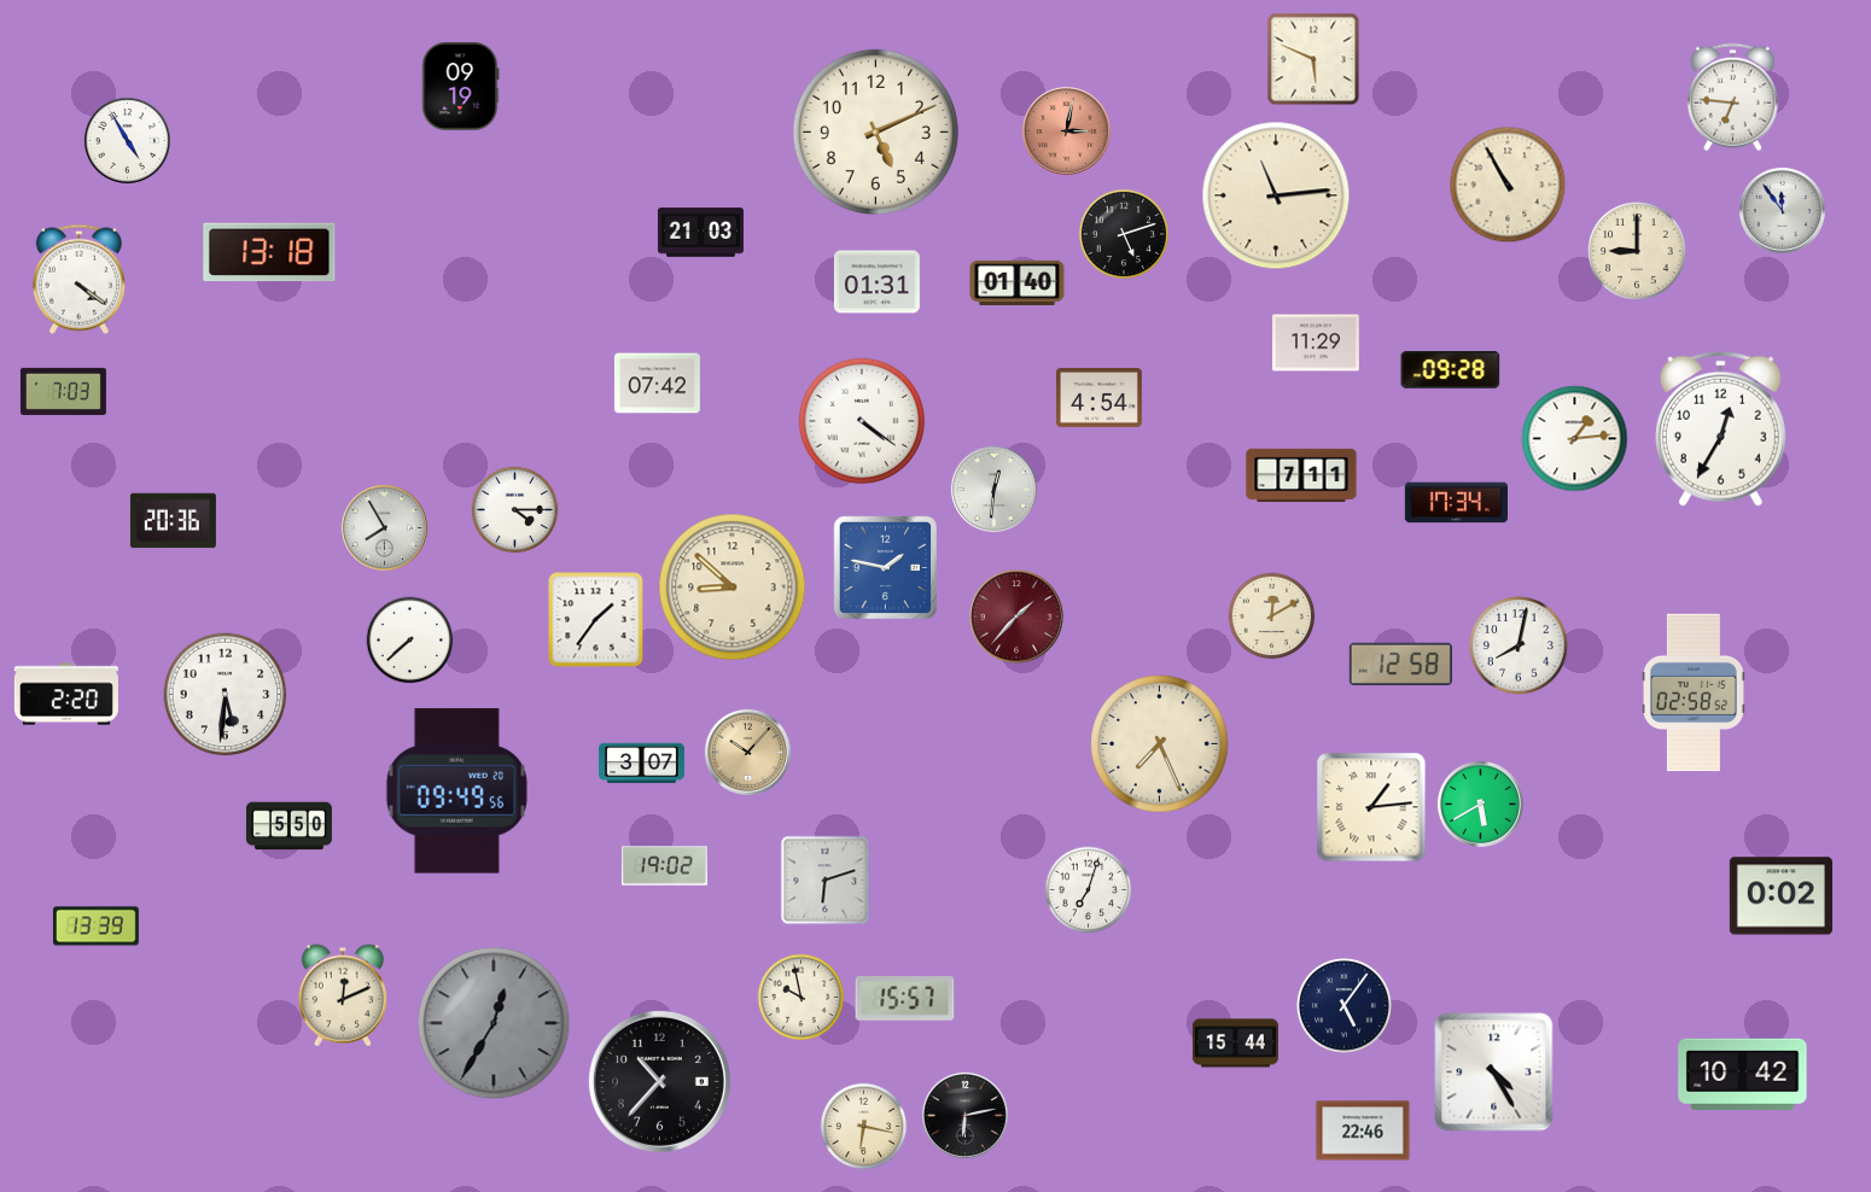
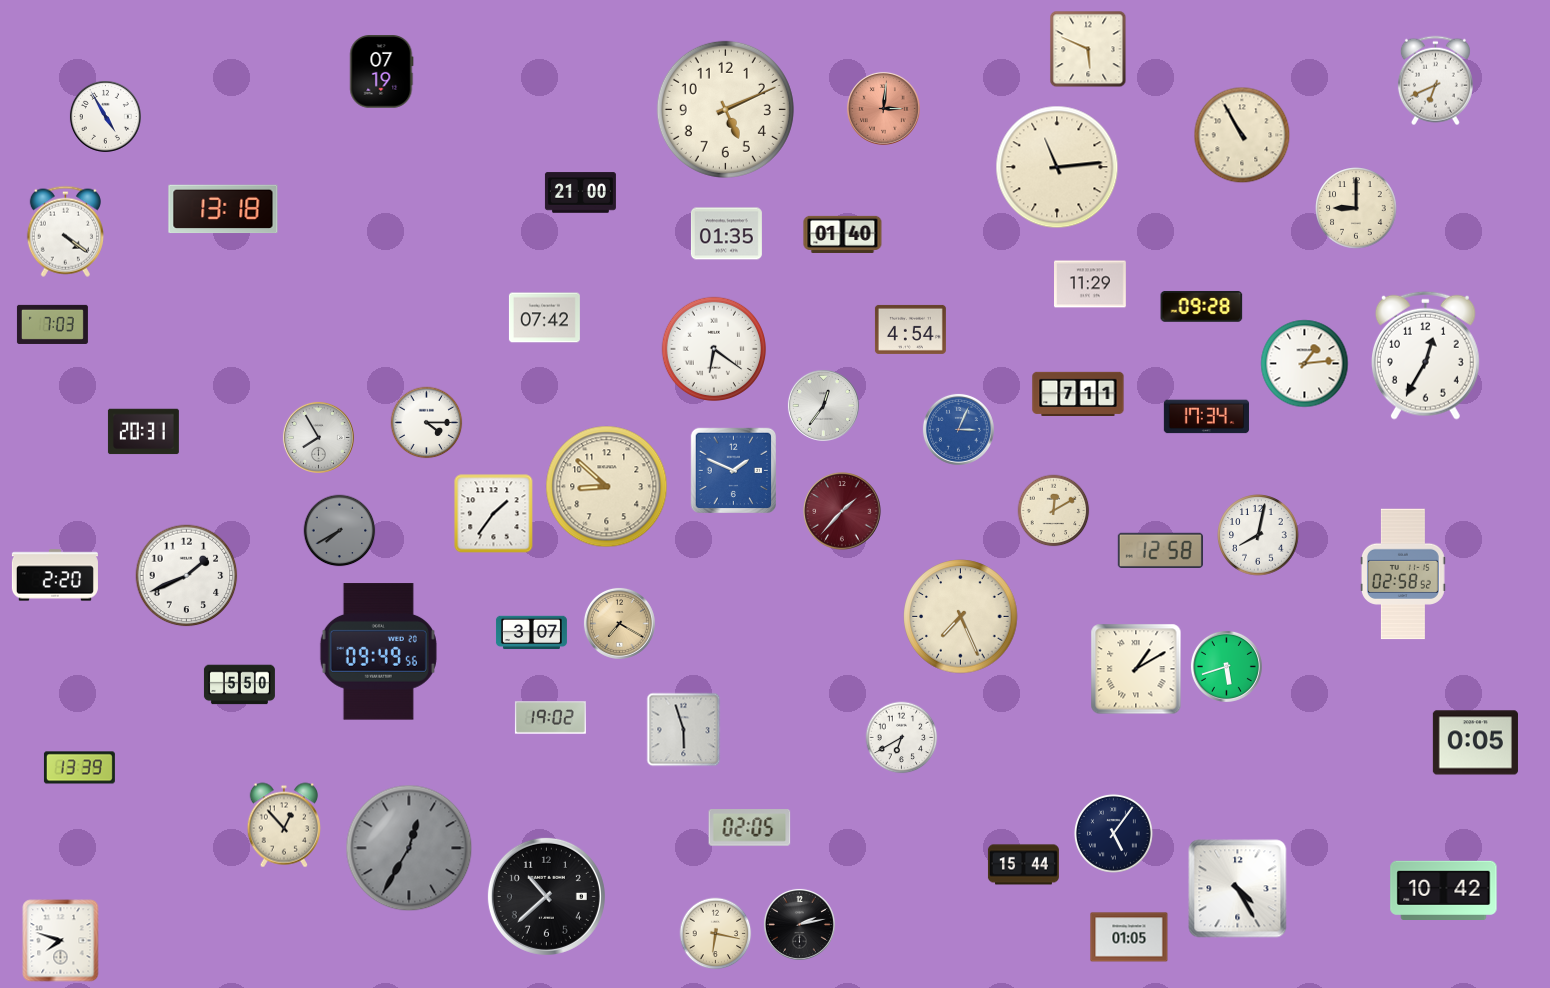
clock at (461, 87): 09:19 -> 07:19
clock at (1732, 98): 6:46 -> 6:41
clock at (1066, 130): 3:02 -> 3:01
clock at (1508, 185) position: (1508, 185) -> (1242, 135)
clock at (1276, 195) position: (1276, 195) -> (1057, 167)
clock at (1782, 210): 11:54 -> none
clock at (700, 233): 21:03 -> 21:00
clock at (1123, 233): 5:12 -> none
clock at (876, 282): 01:31 -> 01:35
clock at (861, 420): 4:21 -> 6:21
clock at (993, 489): 12:31 -> 12:36
clock at (958, 429): none -> 3:04
clock at (173, 521): 20:36 -> 20:31
clock at (885, 567): 1:47 -> 1:49
clock at (410, 641): 7:38 -> 7:40
clock at (410, 641) dial: white -> grey
clock at (226, 695): 5:31 -> 1:41
clock at (747, 752): 10:07 -> 7:20
clock at (456, 791) position: (456, 791) -> (378, 652)
clock at (1480, 804): 5:40 -> 5:42
clock at (1371, 807): 1:14 -> 1:10
clock at (826, 881): 6:12 -> 5:57
clock at (1089, 890): 7:03 -> 6:40
clock at (1780, 896): 0:02 -> 0:05
clock at (342, 995): 12:11 -> 12:53
clock at (802, 998): 9:58 -> none
clock at (905, 999): 15:57 -> 02:05
clock at (659, 1081): 10:37 -> 10:38
clock at (964, 1115): 6:13 -> 2:13
clock at (1363, 1130): 22:46 -> 01:05
clock at (61, 941): none -> 7:48
